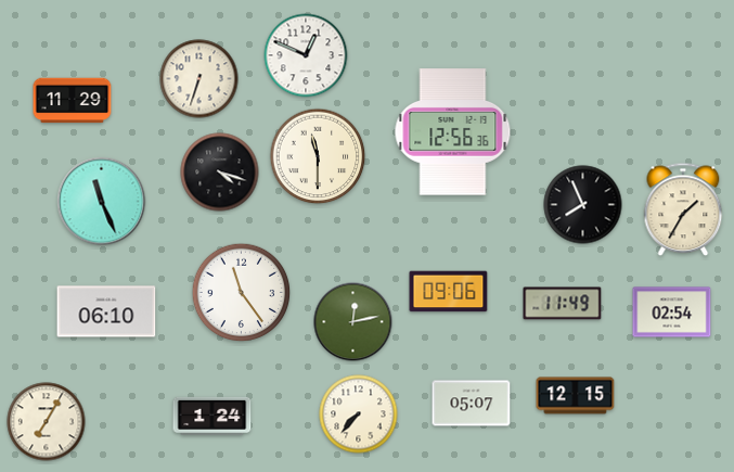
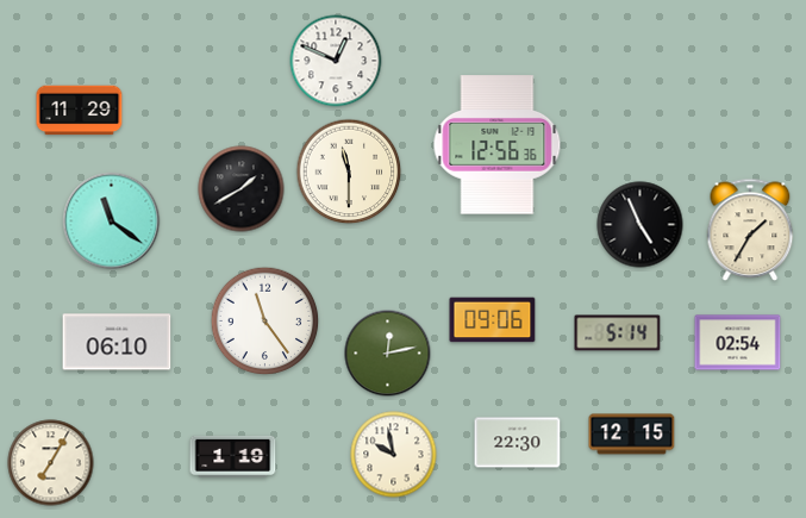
clock at (199, 79): 6:33 -> none
clock at (220, 173): 4:18 -> 1:40
clock at (102, 202): 11:26 -> 11:21
clock at (583, 205): 7:56 -> 4:56
clock at (563, 304): 11:49 -> 5:14
clock at (472, 404): 05:07 -> 22:30
clock at (359, 414): 7:37 -> 9:58
clock at (213, 416): 1:24 -> 1:19
